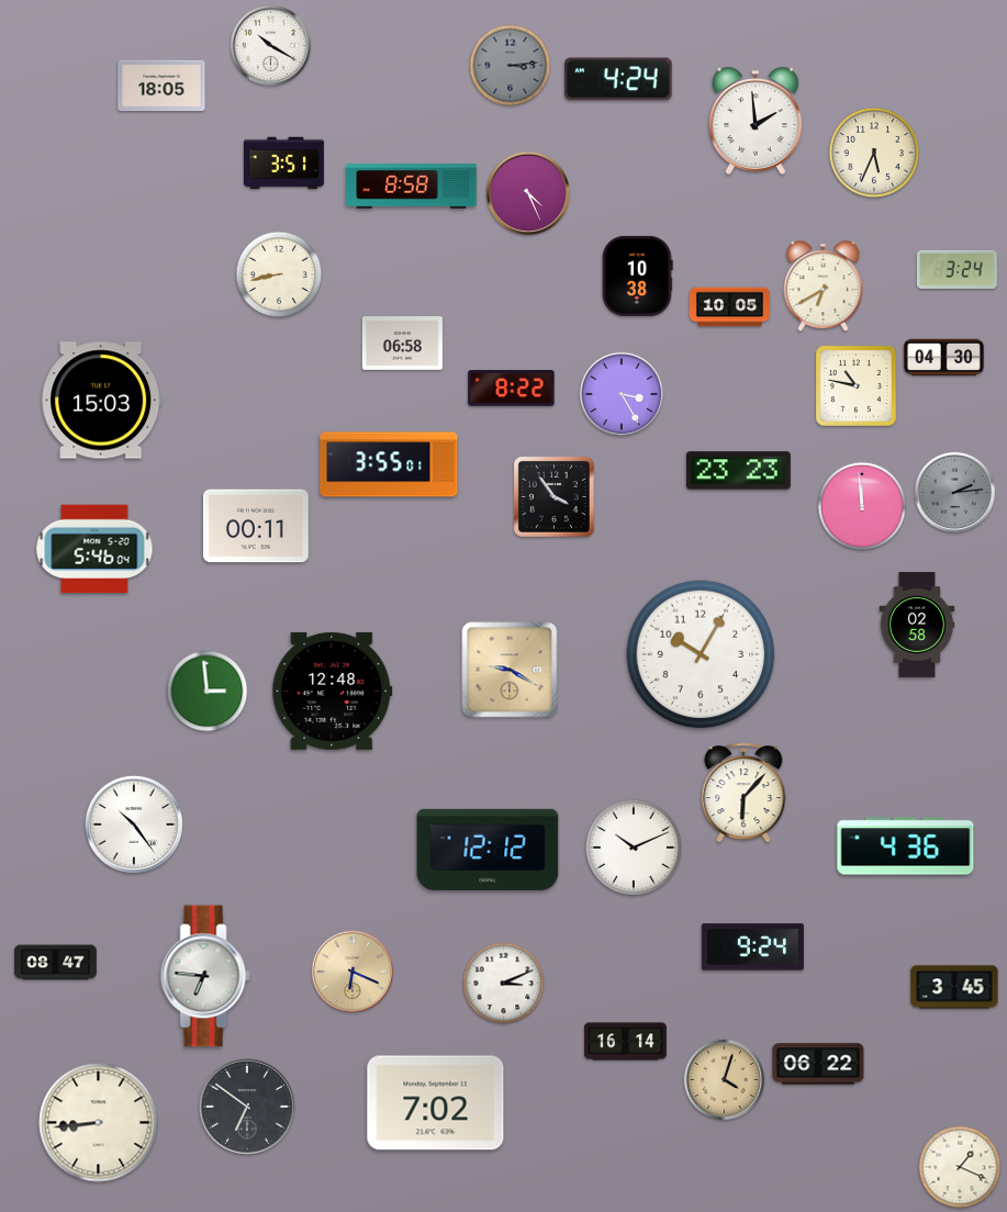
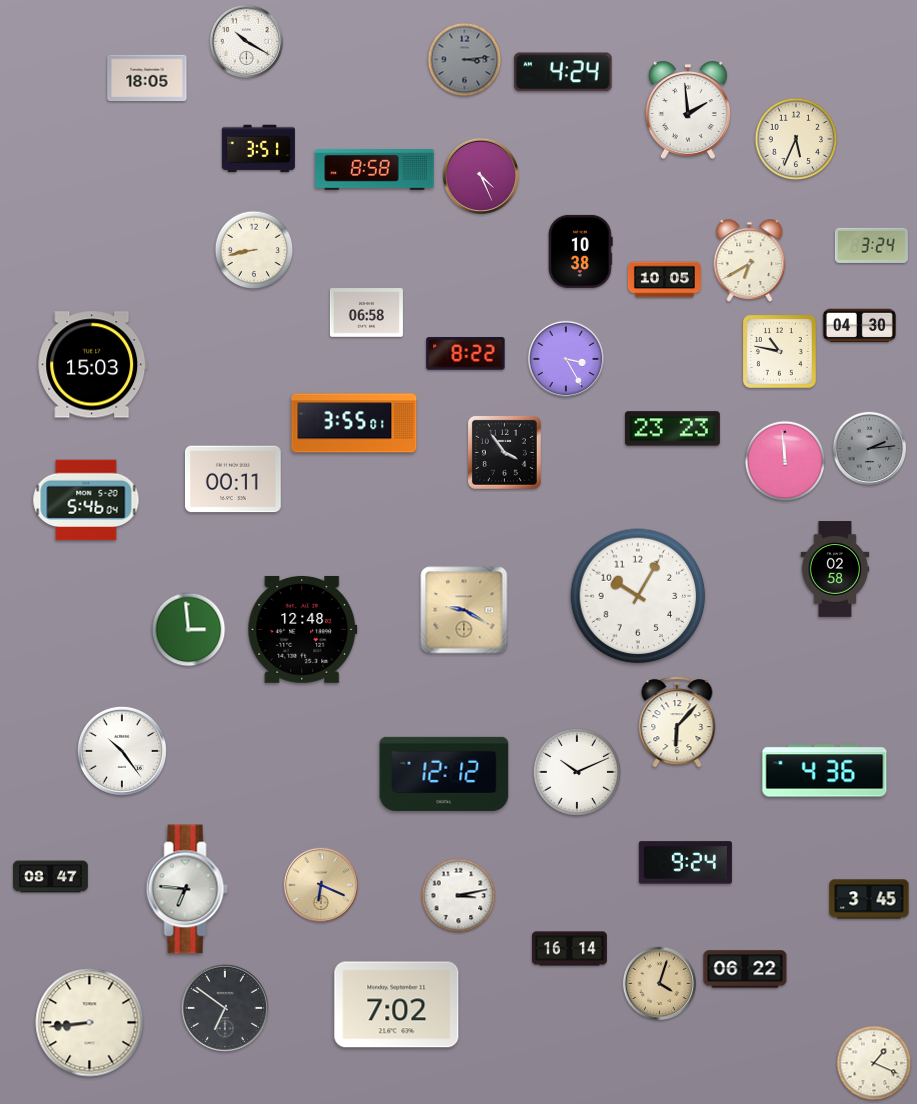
clock at (504, 984): 3:11 -> 3:13
